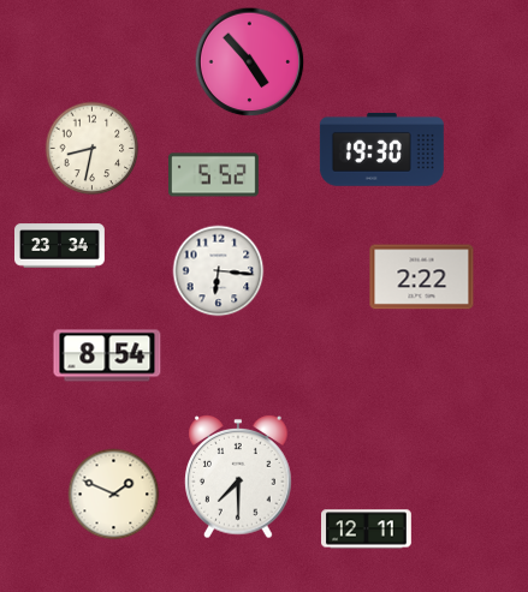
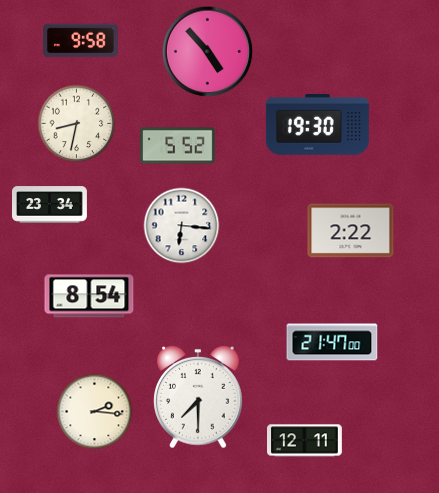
clock at (81, 41): none -> 9:58
clock at (332, 342): none -> 21:47
clock at (114, 495): 1:49 -> 2:16
